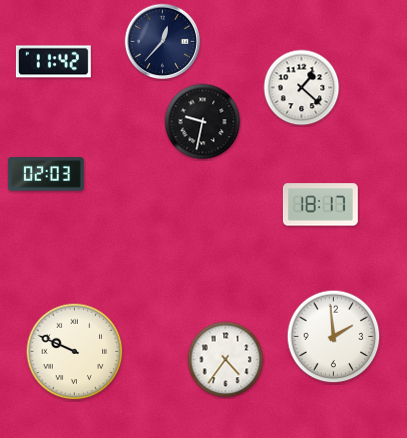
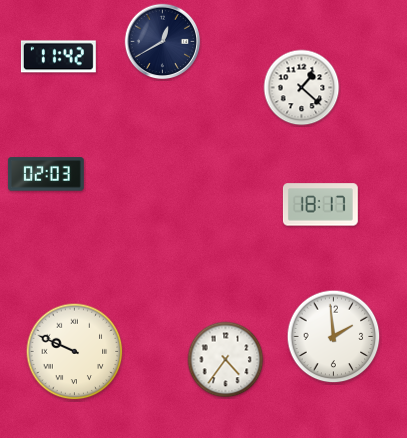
clock at (163, 42): 12:37 -> 12:40
clock at (53, 62) position: (53, 62) -> (58, 57)
clock at (203, 122): 9:32 -> none
